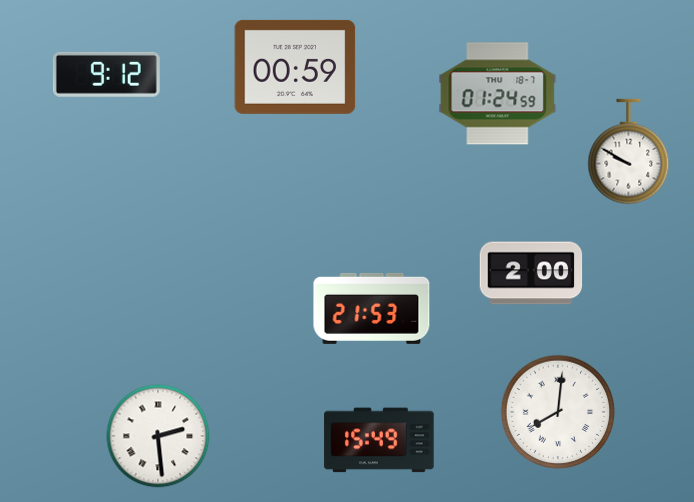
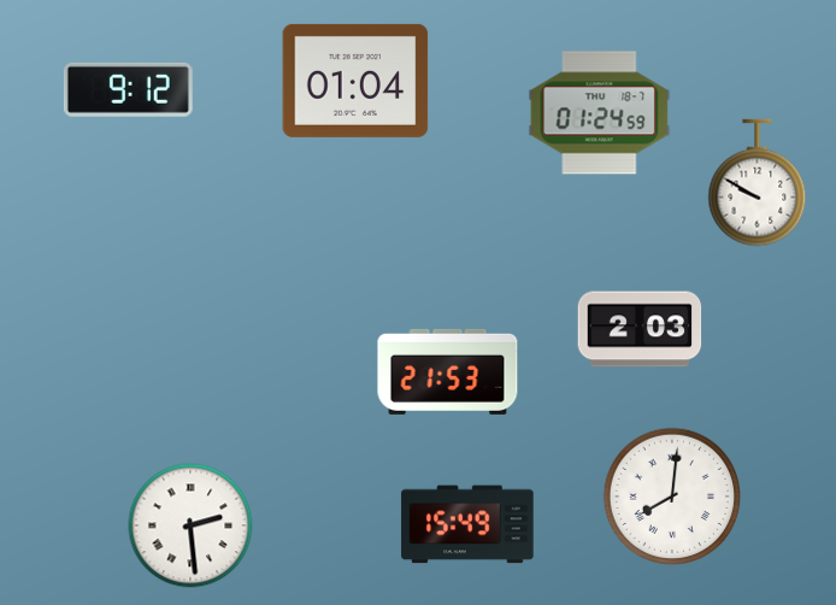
clock at (295, 67): 00:59 -> 01:04
clock at (531, 273): 2:00 -> 2:03
clock at (379, 440) position: (379, 440) -> (467, 524)
